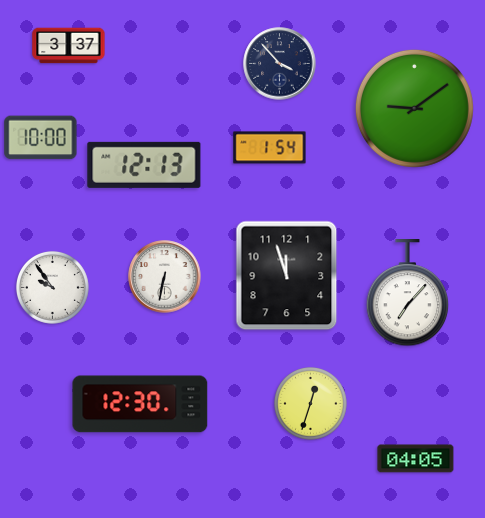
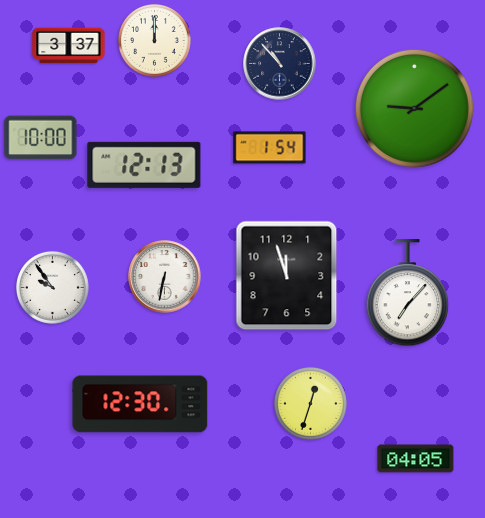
clock at (154, 40): none -> 12:00
clock at (280, 64): 3:53 -> 10:53
